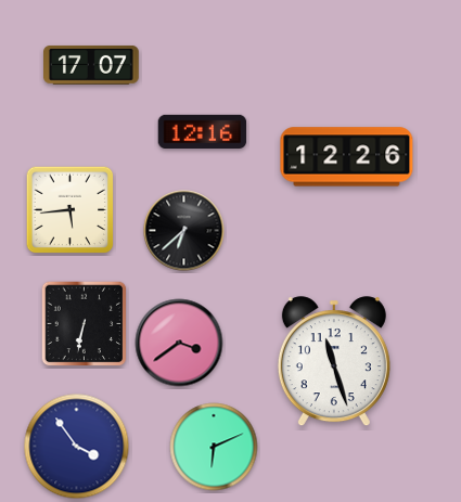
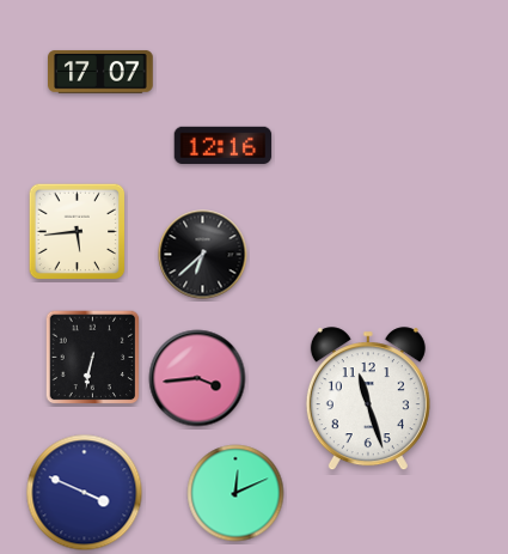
clock at (347, 157): 12:26 -> none
clock at (179, 343): 3:39 -> 3:44
clock at (77, 447): 3:54 -> 3:49
clock at (214, 447): 6:11 -> 12:11
